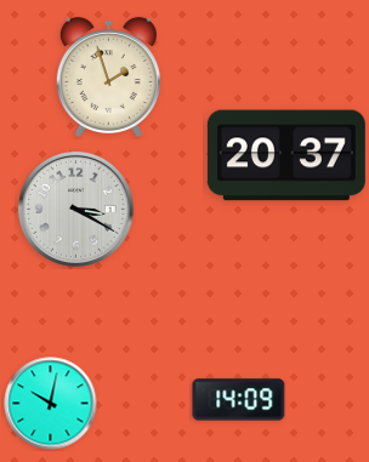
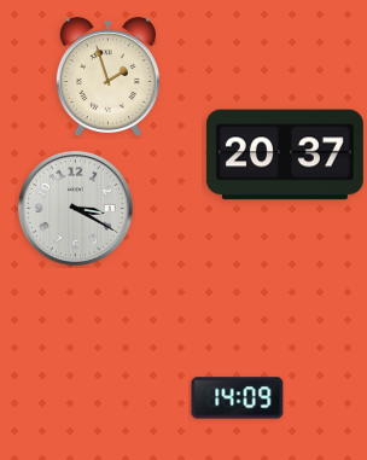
clock at (51, 404): 10:02 -> none
